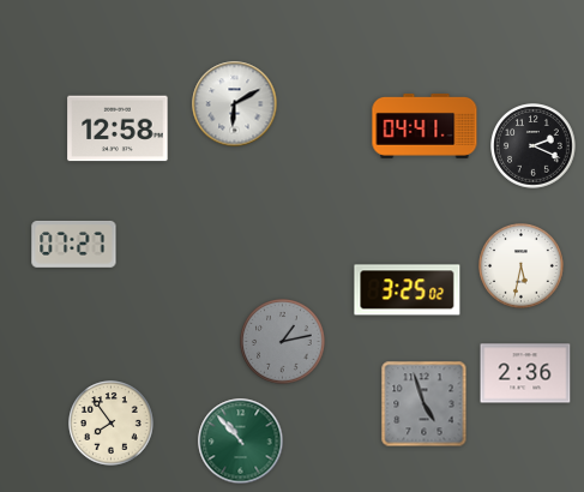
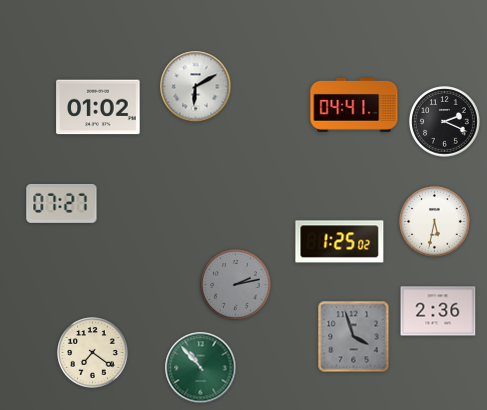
clock at (118, 128): 12:58 -> 01:02
clock at (408, 290): 3:25 -> 1:25
clock at (283, 342): 1:13 -> 2:13
clock at (425, 404): 4:57 -> 3:57
clock at (112, 424): 7:54 -> 7:21
